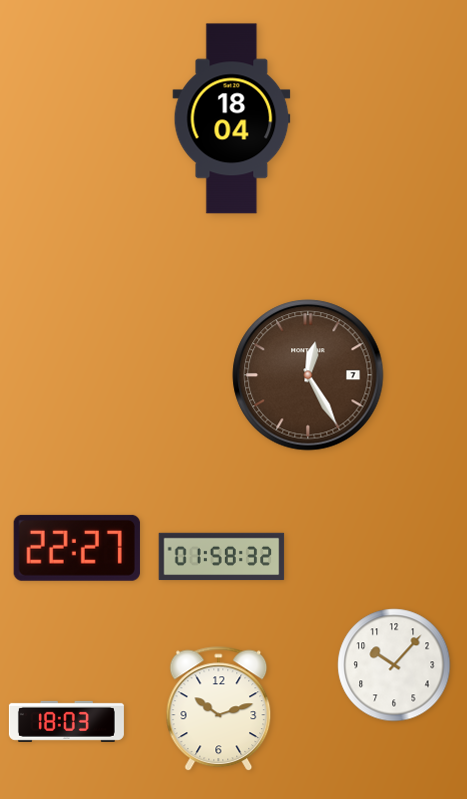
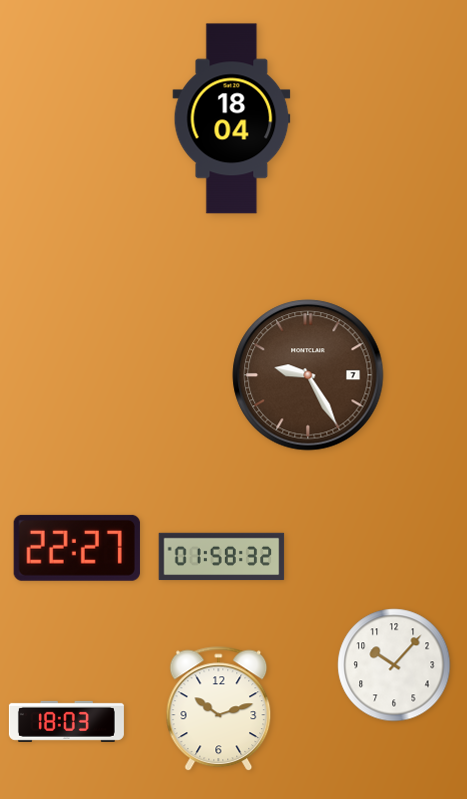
clock at (308, 375): 12:25 -> 9:25
